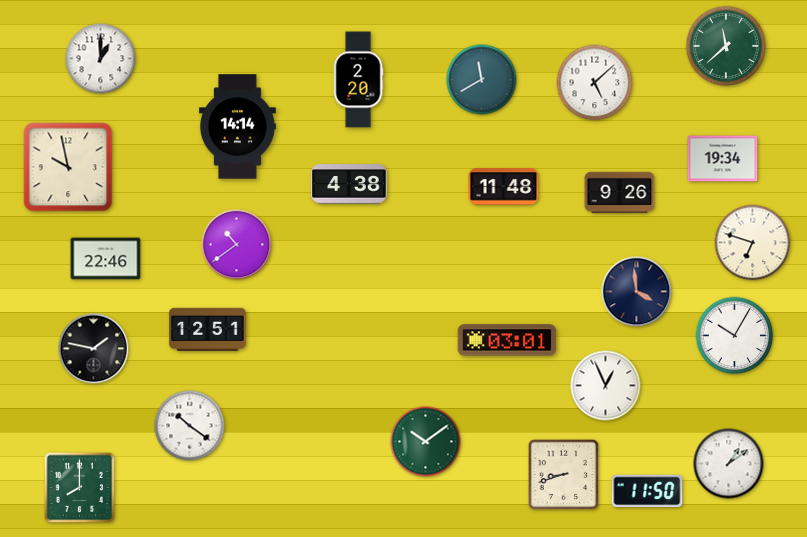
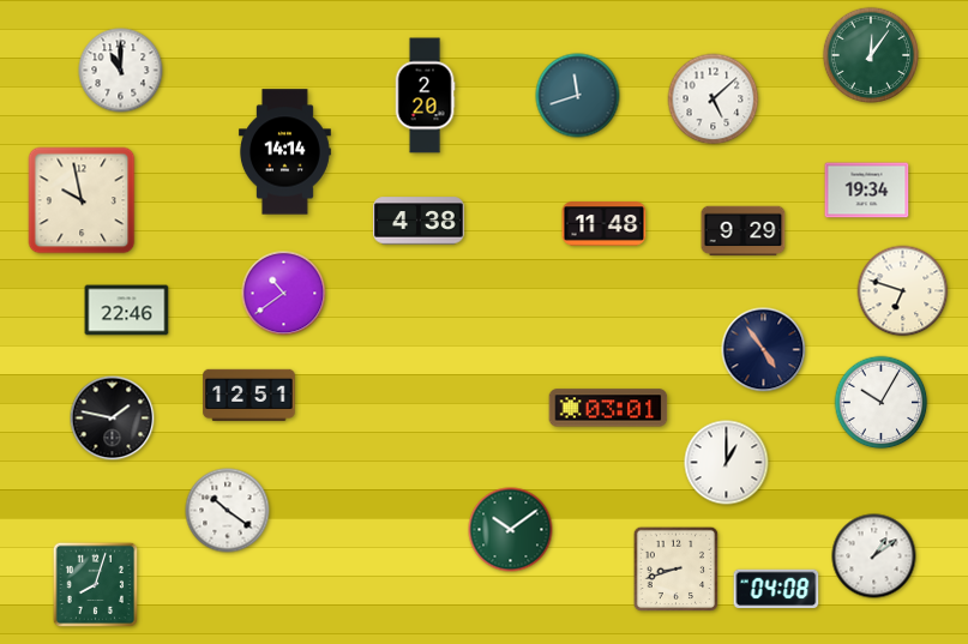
clock at (725, 45): 11:38 -> 12:06
clock at (101, 59): 1:00 -> 11:00
clock at (358, 80) position: (358, 80) -> (425, 96)
clock at (482, 80): 11:40 -> 11:42
clock at (620, 193): 9:26 -> 9:29
clock at (637, 292): 3:59 -> 4:54
clock at (606, 386): 12:56 -> 1:00
clock at (80, 488): 8:00 -> 8:03
clock at (647, 491): 11:50 -> 04:08
